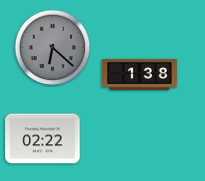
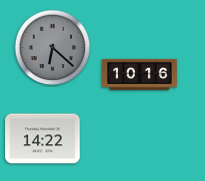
clock at (140, 74): 1:38 -> 10:16
clock at (43, 139): 02:22 -> 14:22
